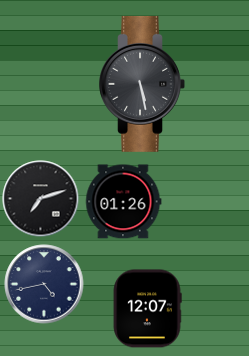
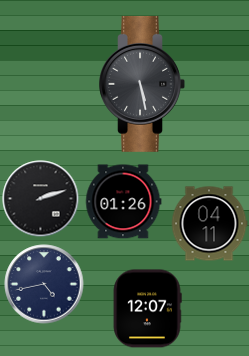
clock at (41, 199): 7:12 -> 2:12
clock at (209, 224): none -> 04:11
